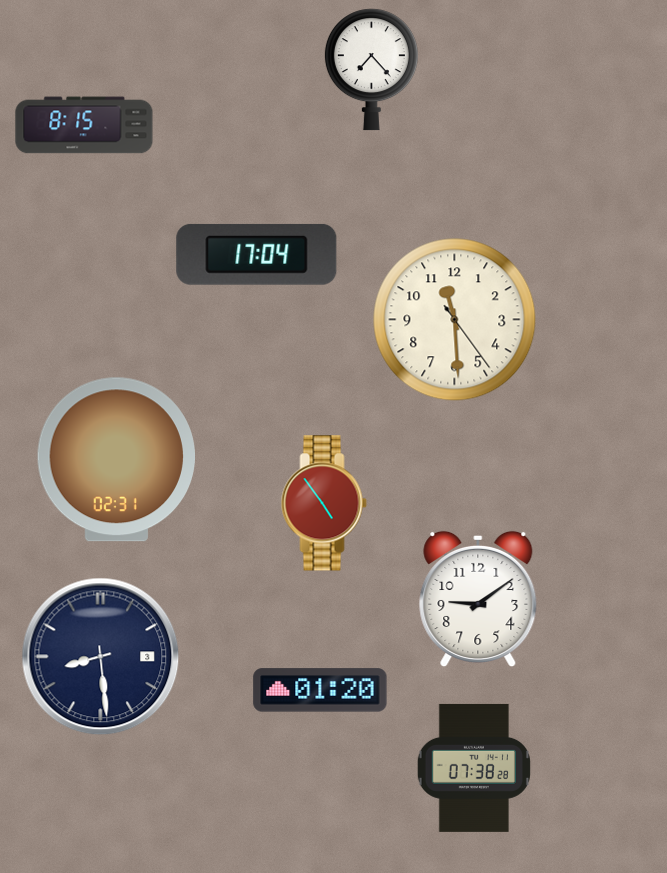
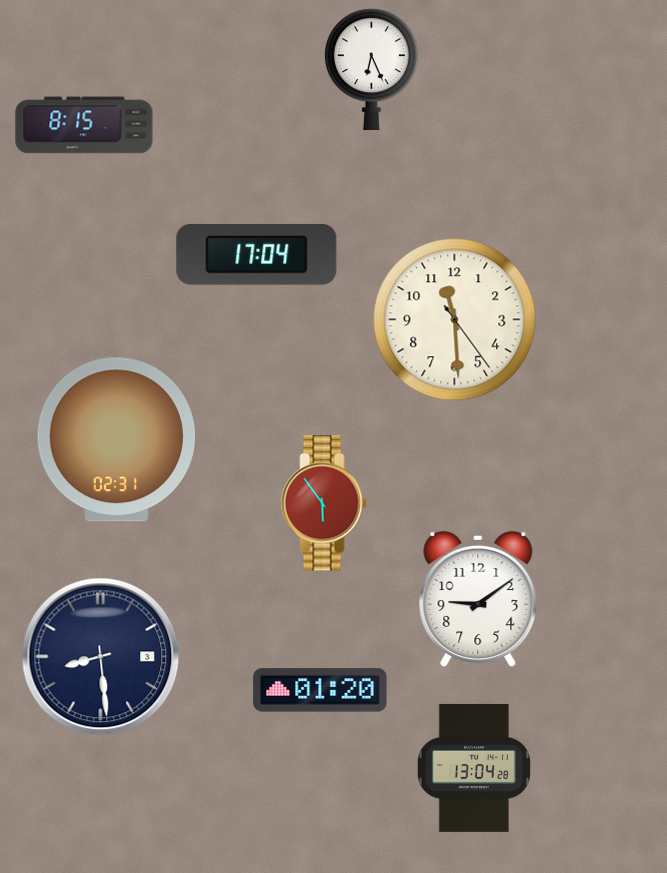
clock at (371, 70): 7:23 -> 6:26
clock at (116, 460) position: (116, 460) -> (116, 440)
clock at (324, 503): 4:54 -> 5:54
clock at (474, 768): 07:38 -> 13:04
